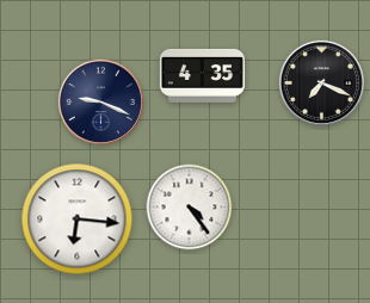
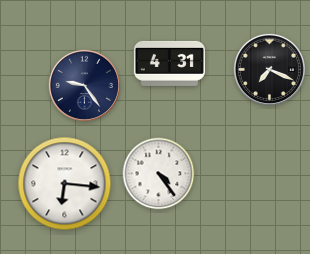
clock at (202, 75): 4:35 -> 4:31
clock at (100, 101): 9:19 -> 9:24
